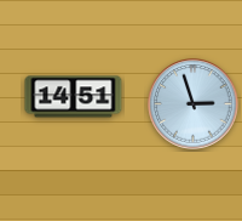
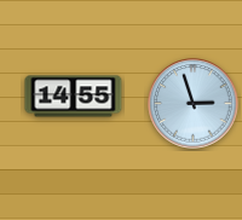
clock at (74, 97): 14:51 -> 14:55
